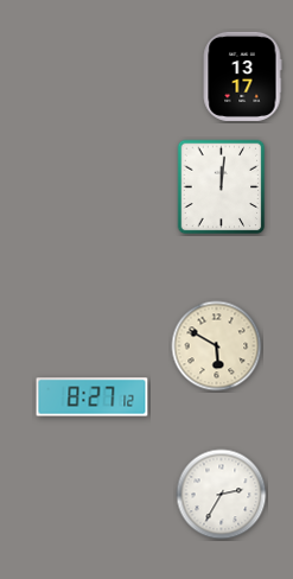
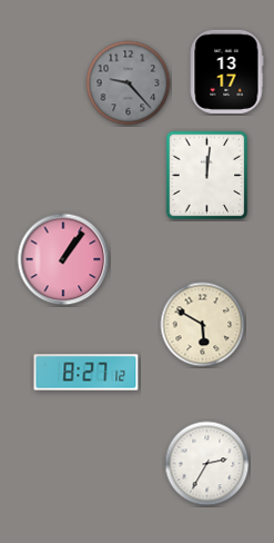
clock at (129, 83): none -> 9:23
clock at (63, 259): none -> 1:06
